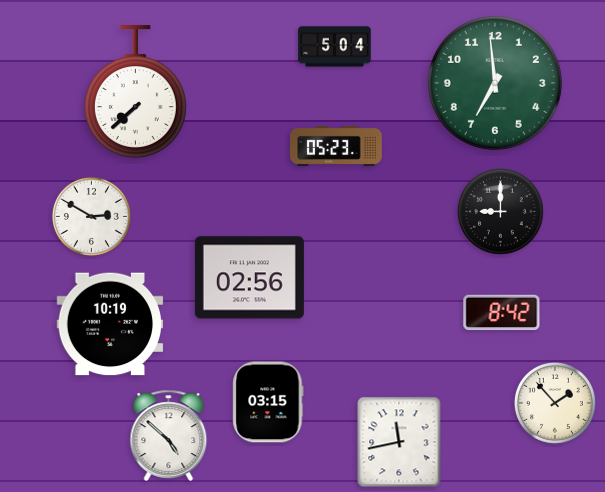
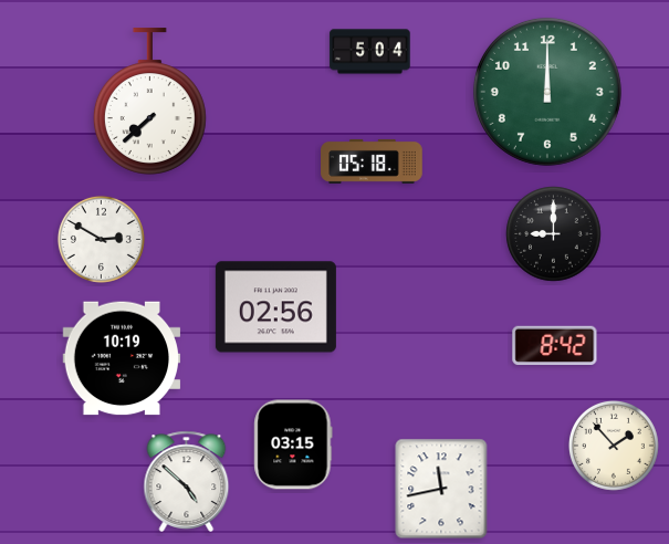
clock at (495, 83): 6:59 -> 12:00
clock at (336, 146): 05:23 -> 05:18
clock at (268, 402) position: (268, 402) -> (293, 444)
